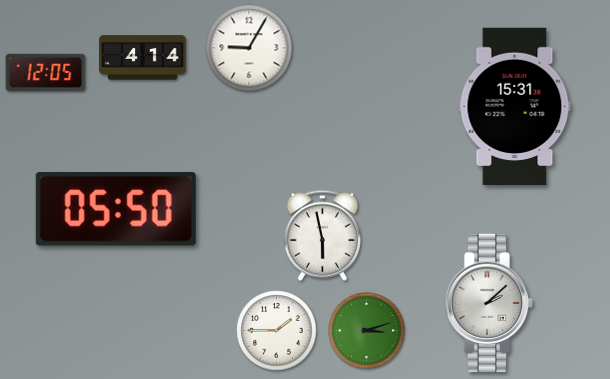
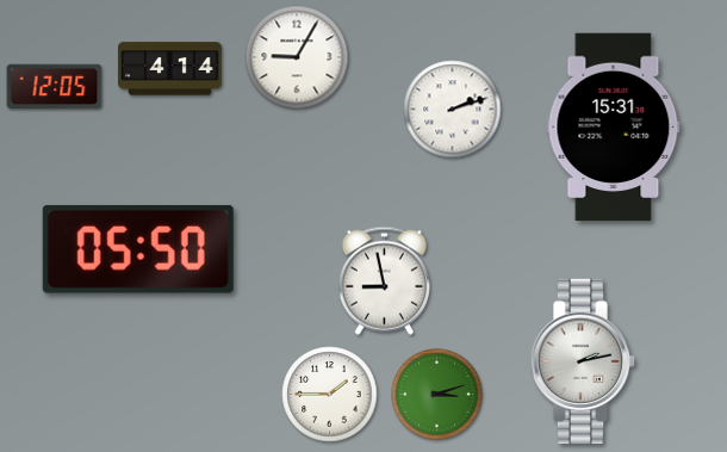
clock at (453, 110): none -> 2:12
clock at (322, 235): 5:58 -> 8:58
clock at (489, 303): 2:08 -> 2:13
